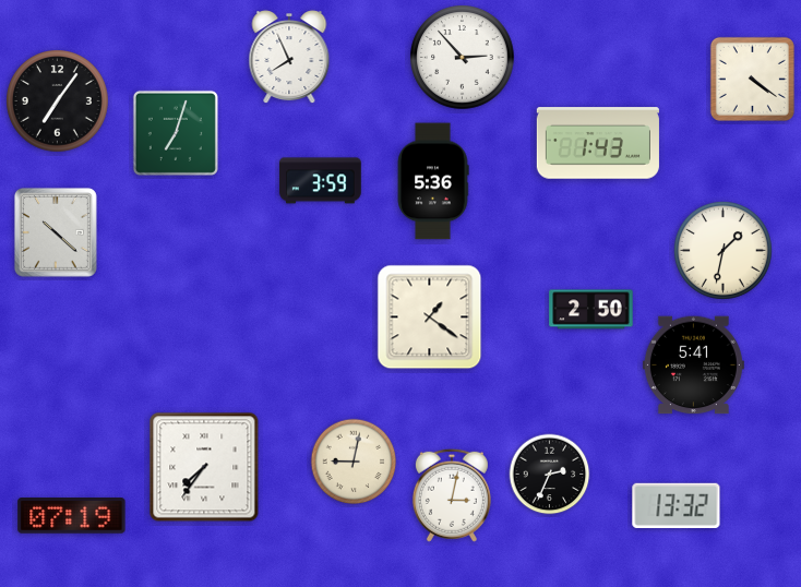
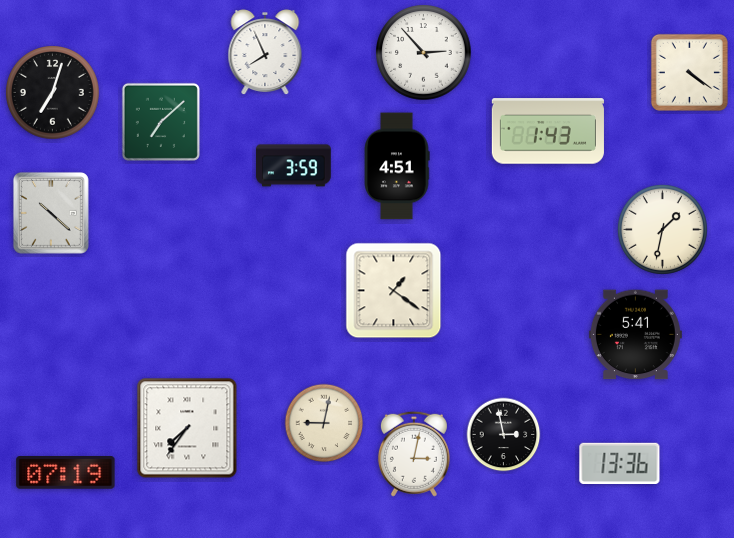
clock at (58, 101): 7:06 -> 7:03
clock at (176, 133): 7:03 -> 7:08
clock at (433, 181): 5:36 -> 4:51
clock at (591, 310): 2:50 -> none
clock at (550, 475): 2:34 -> 2:58
clock at (677, 505): 13:32 -> 13:36
